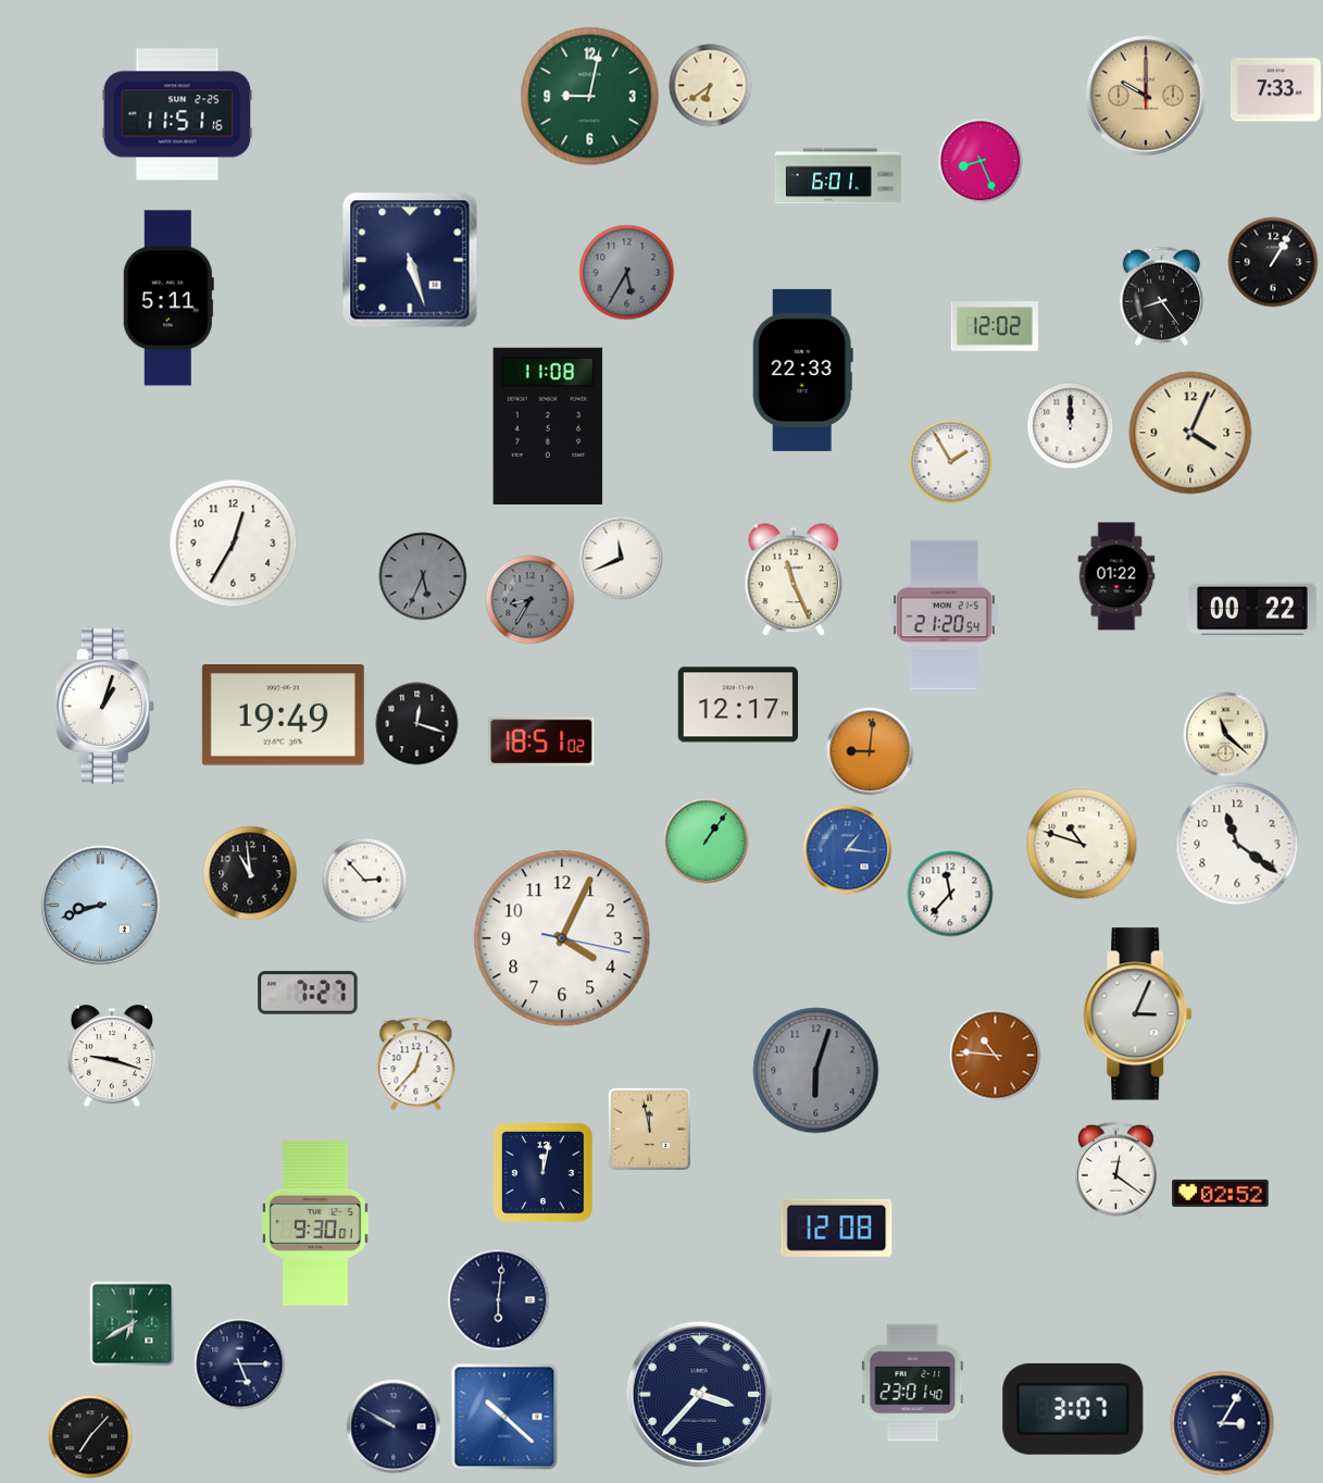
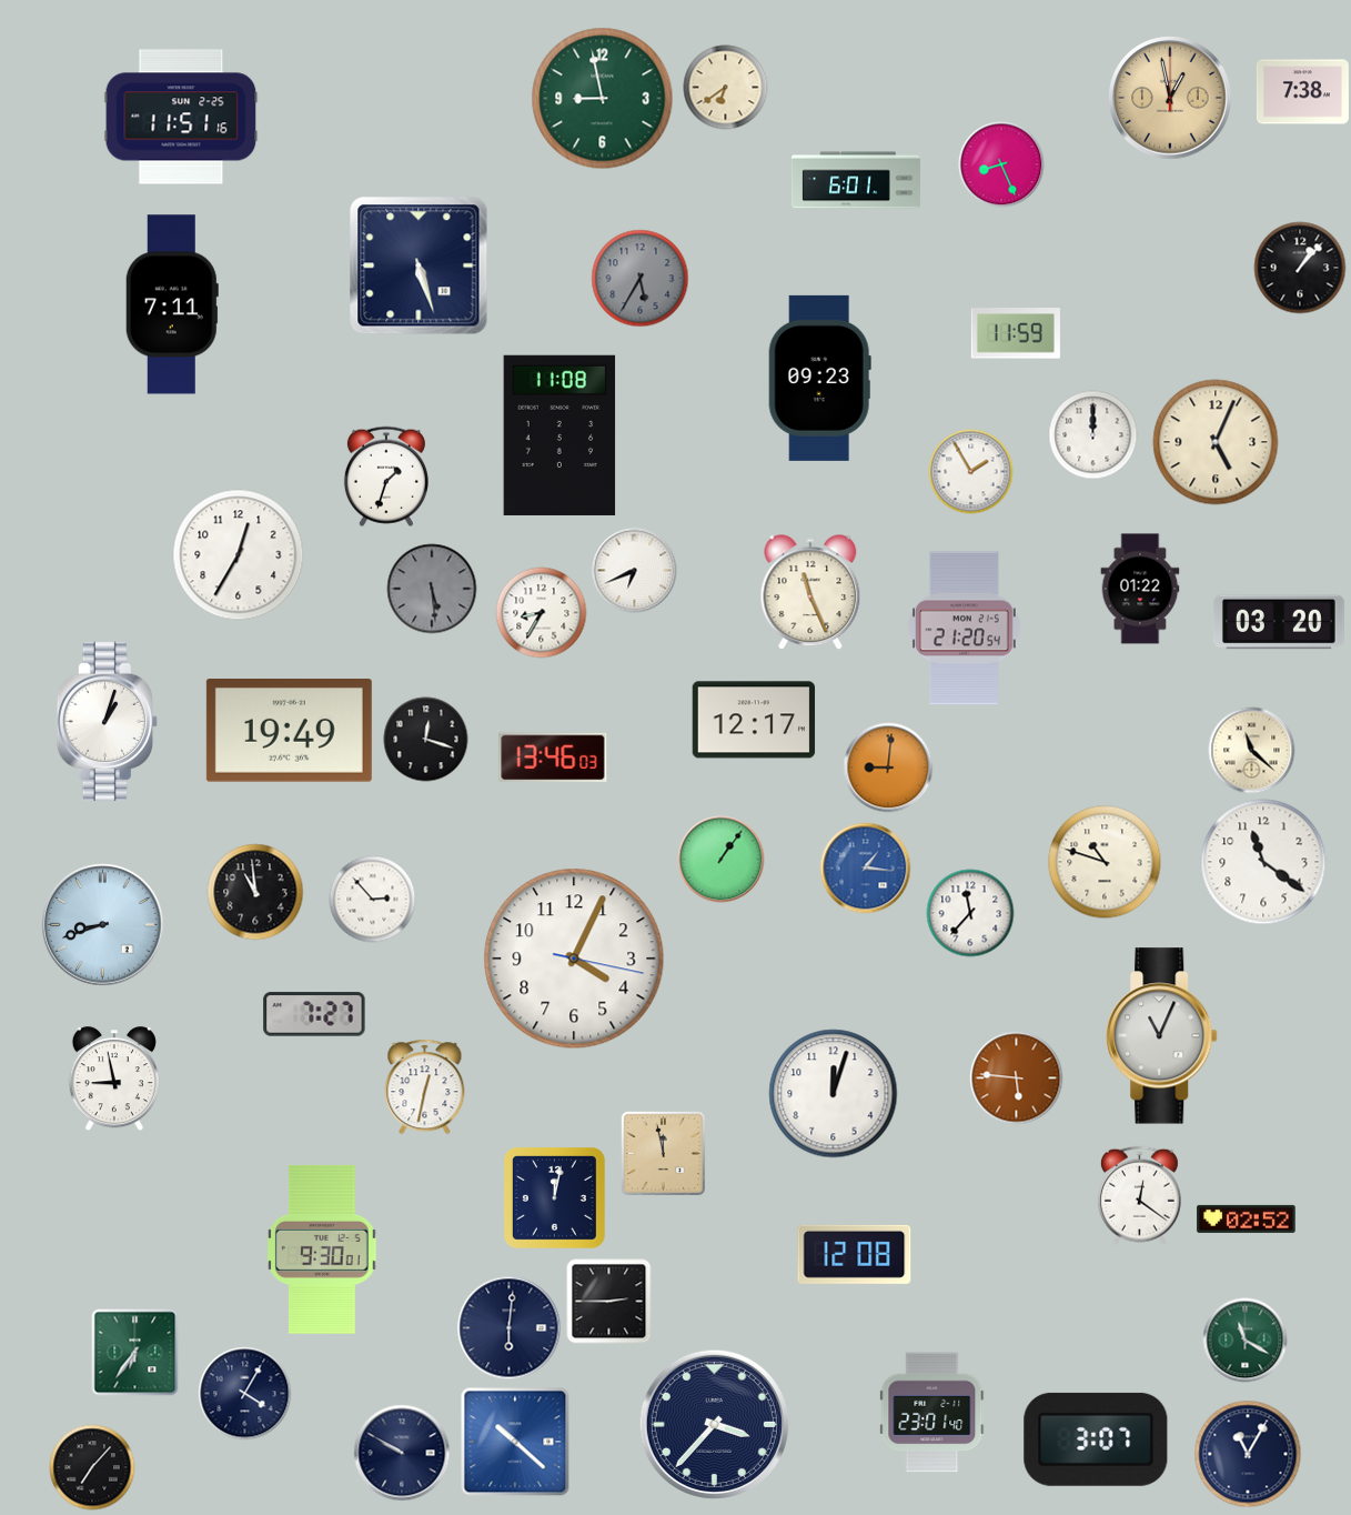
clock at (1275, 90): 7:33 -> 7:38
clock at (1146, 96): 10:00 -> 12:58
clock at (590, 97): 9:02 -> 8:58
clock at (1273, 262): 1:05 -> 1:07
clock at (1161, 296): 8:24 -> none
clock at (169, 298): 5:11 -> 7:11
clock at (995, 326): 12:02 -> 11:59
clock at (802, 370): 22:33 -> 09:23
clock at (1190, 433): 4:04 -> 5:04
clock at (386, 476): none -> 1:33
clock at (622, 559): 11:41 -> 6:41
clock at (423, 576): 5:34 -> 5:29
clock at (531, 600) dial: grey -> white
clock at (1252, 609): 00:22 -> 03:20
clock at (541, 741): 18:51 -> 13:46
clock at (1138, 1014): 3:04 -> 11:04
clock at (996, 1056): 10:46 -> 5:46
clock at (112, 1057): 9:18 -> 8:58
clock at (416, 1064): 12:37 -> 12:32
clock at (816, 1071): 6:03 -> 12:03
clock at (816, 1071) dial: grey -> white
clock at (609, 1302): none -> 2:45
clock at (1246, 1341): none -> 11:20
clock at (133, 1324): 6:40 -> 6:36
clock at (240, 1364): 5:15 -> 4:05
clock at (504, 1417) position: (504, 1417) -> (515, 1442)
clock at (1222, 1423): 3:05 -> 11:05
clock at (394, 1426) position: (394, 1426) -> (402, 1453)
